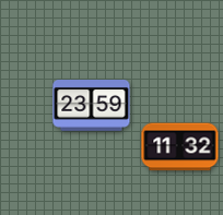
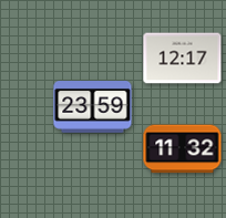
clock at (183, 59): none -> 12:17
